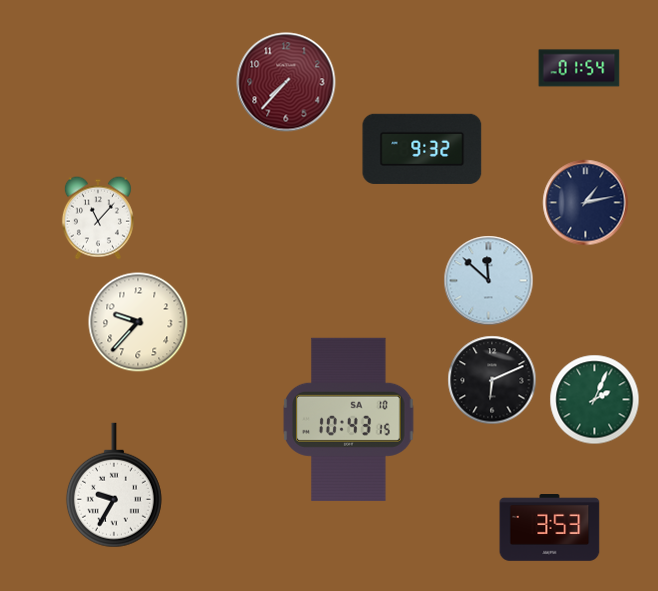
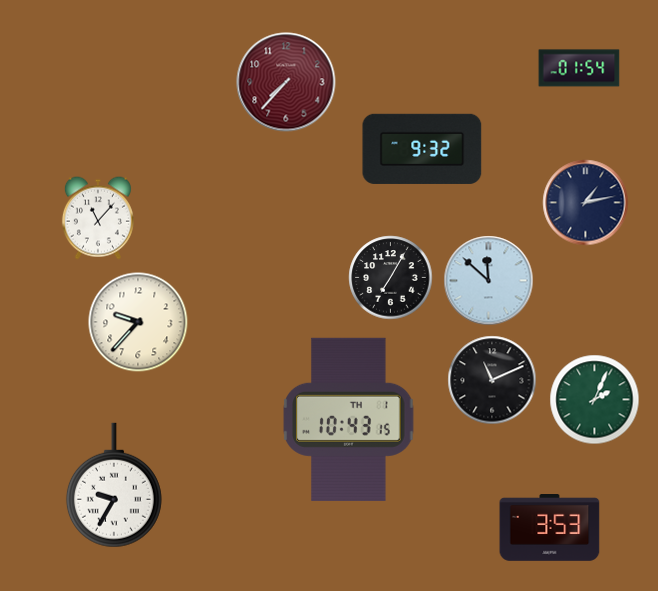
clock at (391, 278): none -> 7:05
clock at (492, 380): 6:11 -> 11:11
clock at (349, 419) date: SA 10 -> TH 1
